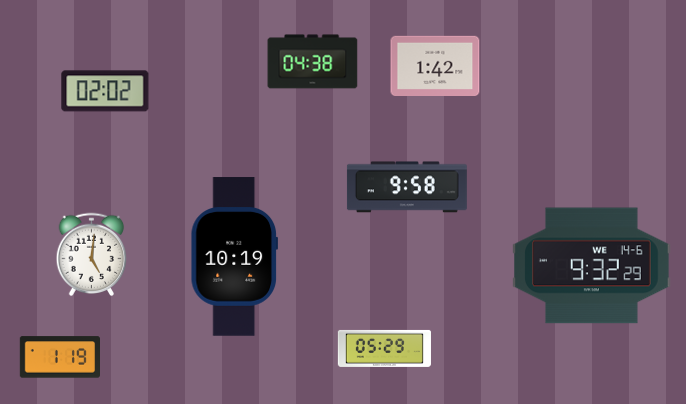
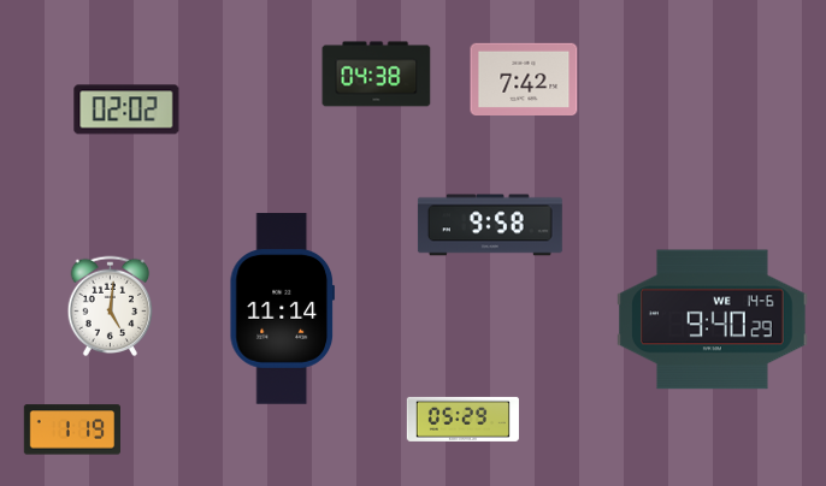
clock at (435, 65): 1:42 -> 7:42
clock at (234, 257): 10:19 -> 11:14
clock at (592, 266): 9:32 -> 9:40
